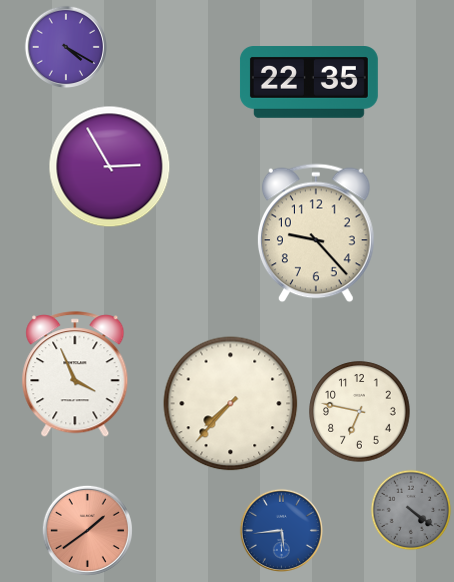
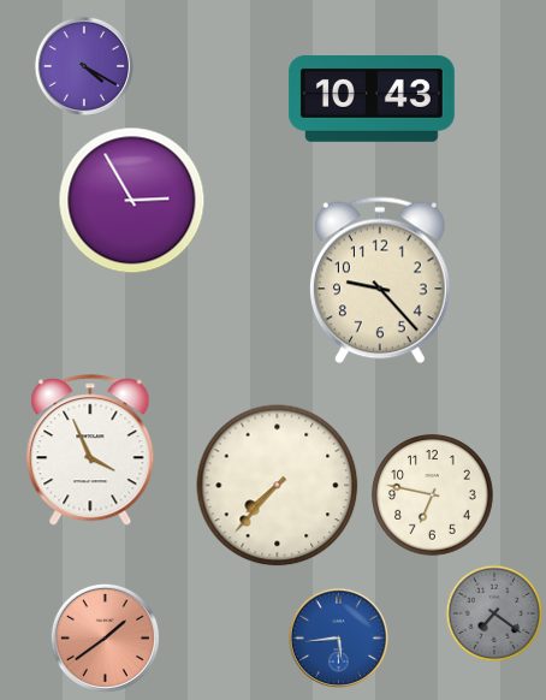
clock at (66, 47) position: (66, 47) -> (84, 66)
clock at (309, 83): 22:35 -> 10:43
clock at (411, 510): 4:21 -> 7:21
